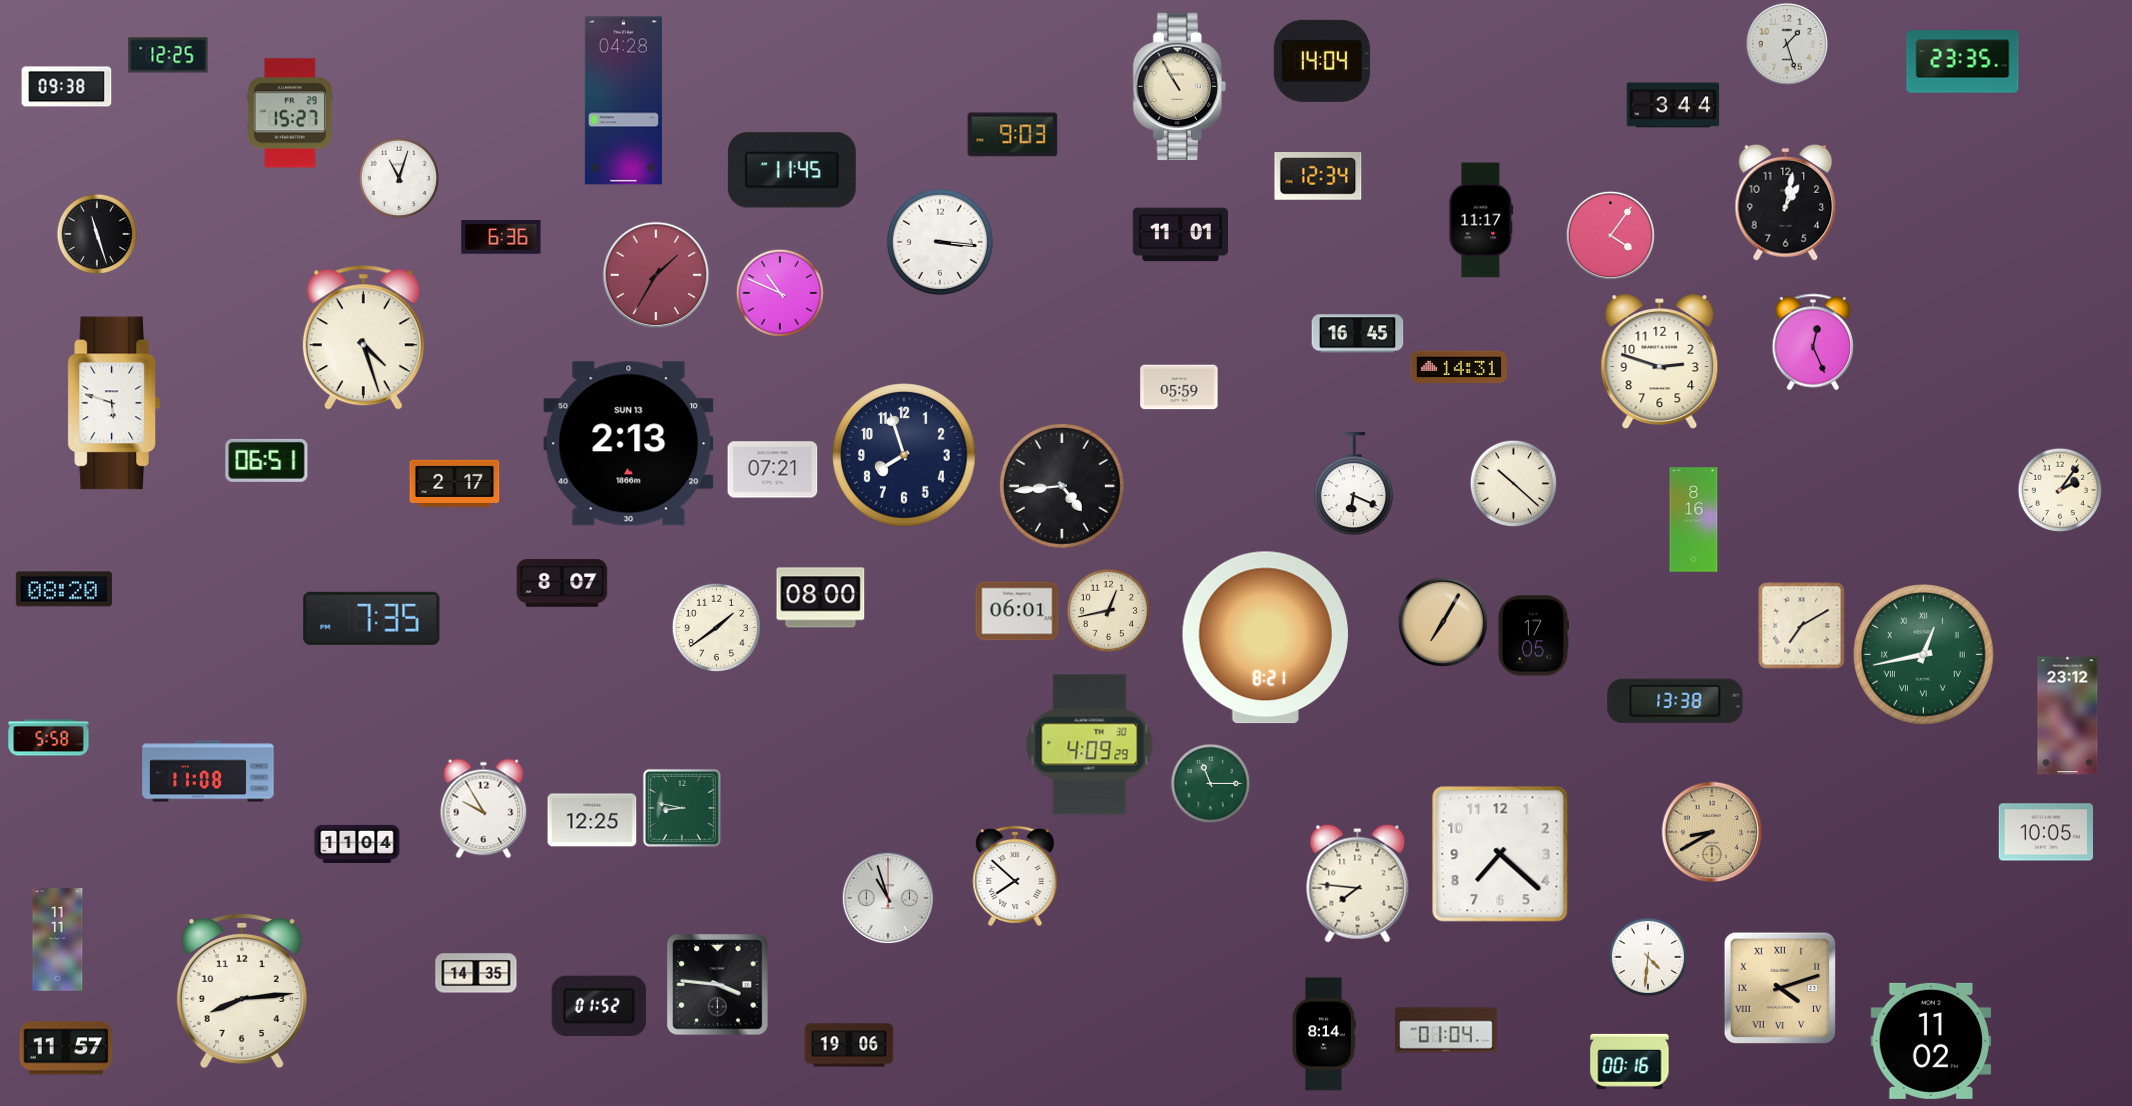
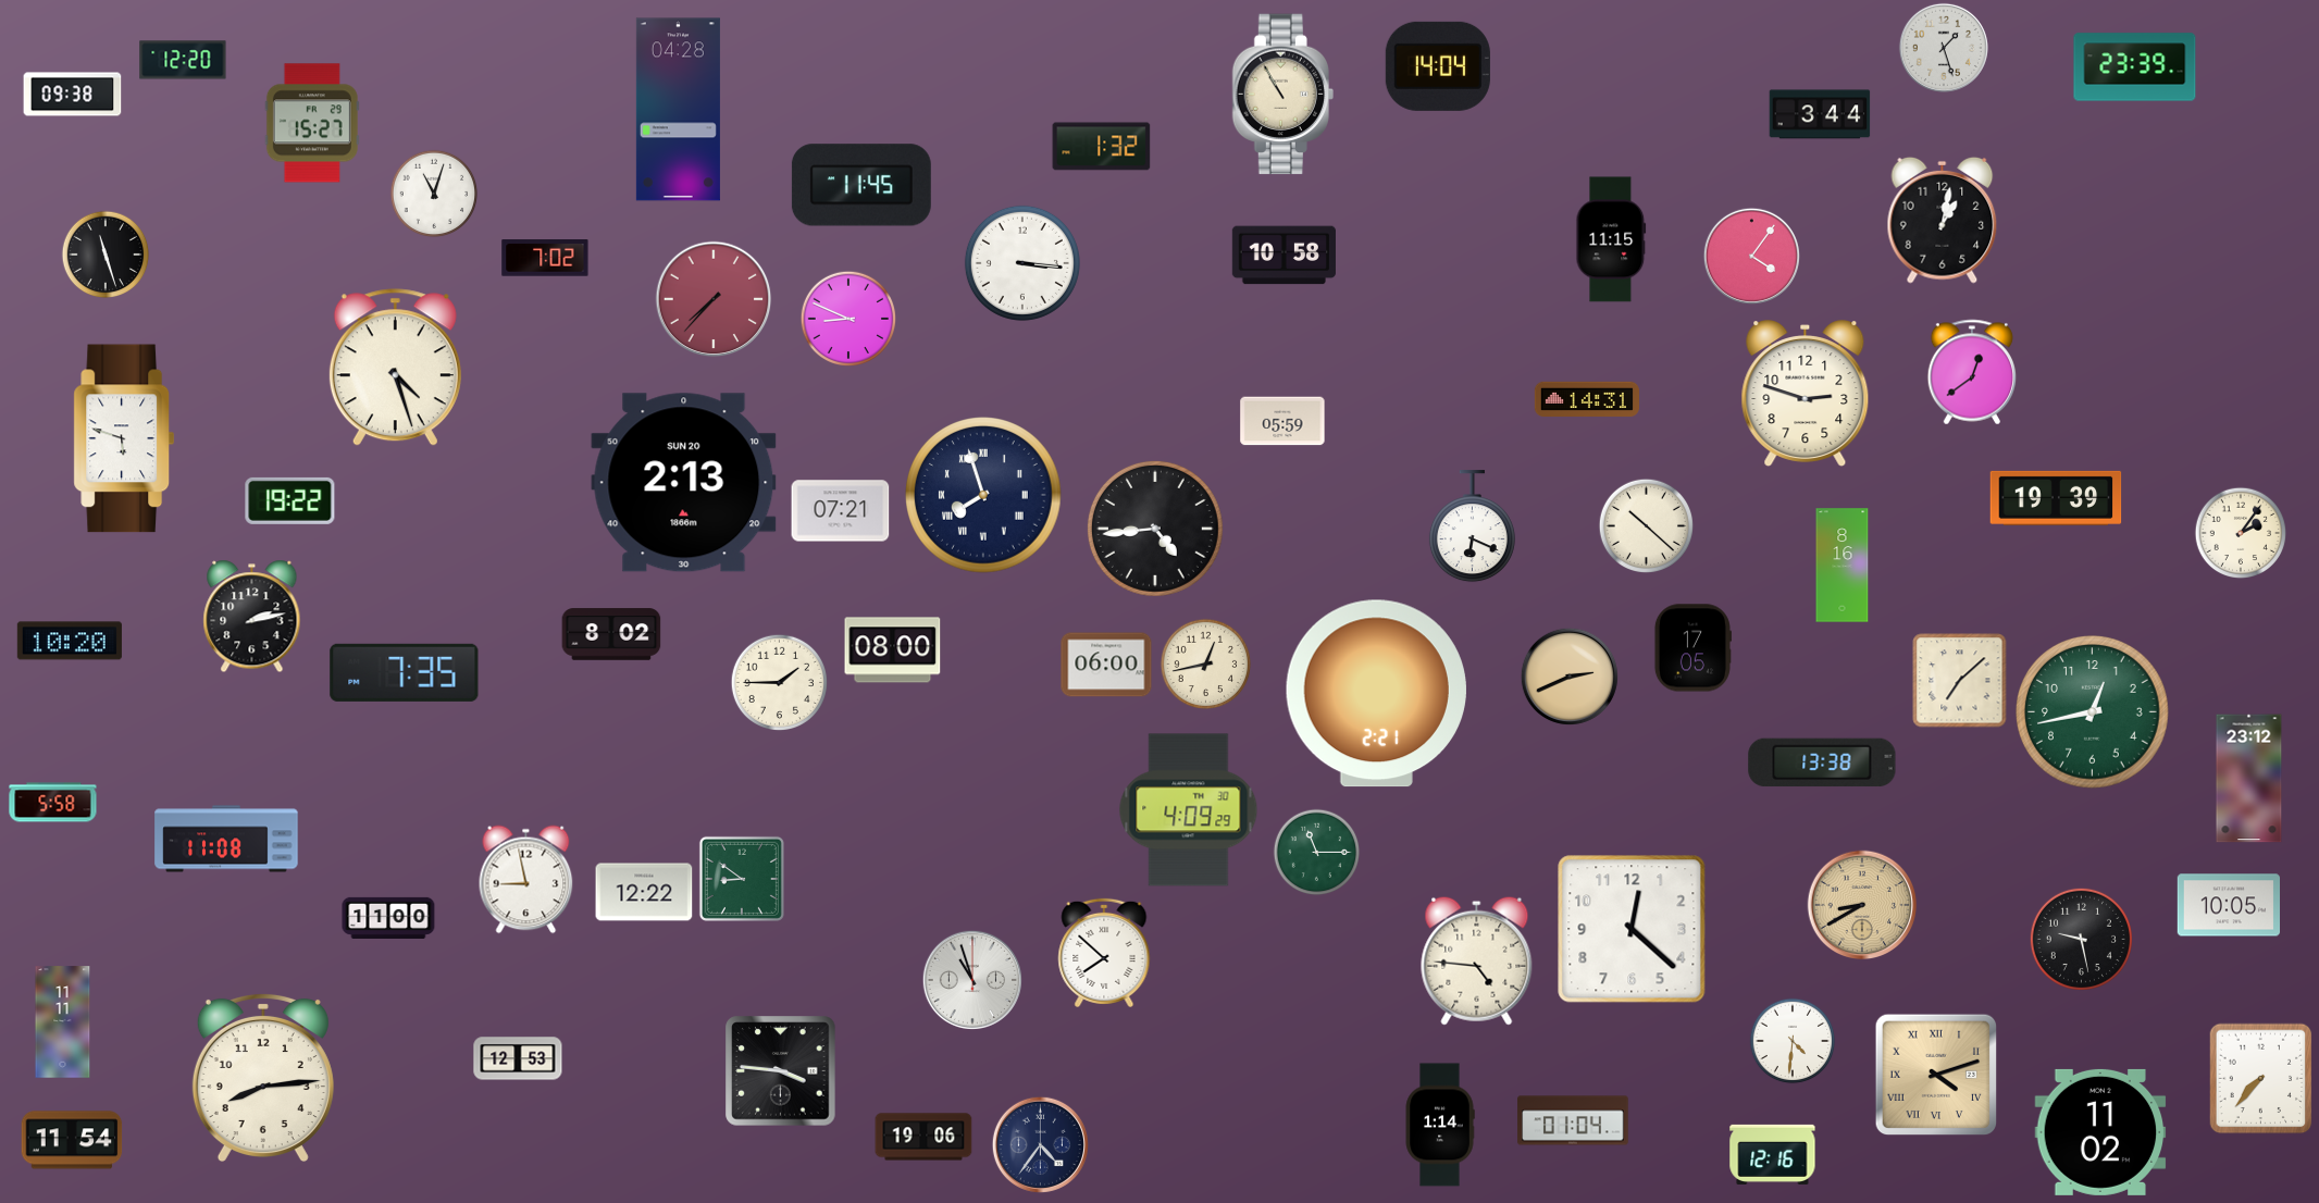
clock at (168, 55): 12:25 -> 12:20
clock at (1963, 62): 23:35 -> 23:39
clock at (290, 113) position: (290, 113) -> (312, 123)
clock at (1013, 135): 9:03 -> 1:32
clock at (1318, 177): 12:34 -> none
clock at (1481, 220): 11:17 -> 11:15
clock at (1180, 235): 11:01 -> 10:58
clock at (501, 237): 6:36 -> 7:02
clock at (656, 275): 1:35 -> 7:37
clock at (779, 292): 10:49 -> 8:49
clock at (1358, 334): 16:45 -> none
clock at (1813, 342): 12:26 -> 12:39
clock at (629, 444) date: SUN 13 -> SUN 20
clock at (904, 455) numerals: Arabic -> Roman
clock at (2056, 498): none -> 19:39
clock at (267, 460): 06:51 -> 19:22
clock at (455, 483): 2:17 -> none
clock at (252, 617): none -> 2:13
clock at (562, 583): 8:07 -> 8:02
clock at (64, 589): 08:20 -> 10:20
clock at (1017, 611): 06:01 -> 06:00
clock at (1443, 622): 7:05 -> 2:41
clock at (1802, 626): 7:10 -> 7:08
clock at (716, 627): 1:39 -> 1:45
clock at (1533, 636) position: (1533, 636) -> (1692, 648)
clock at (1265, 638): 8:21 -> 2:21
clock at (1924, 655) numerals: Roman -> Arabic
clock at (1090, 745) position: (1090, 745) -> (1189, 810)
clock at (682, 808): 8:47 -> 8:51
clock at (484, 809): 9:55 -> 8:58
clock at (592, 820): 12:25 -> 12:22
clock at (2045, 832) position: (2045, 832) -> (2228, 905)
clock at (357, 844): 11:04 -> 11:00
clock at (1500, 854): 7:22 -> 12:22
clock at (2081, 939): none -> 9:28
clock at (1358, 883): 7:46 -> 4:46
clock at (887, 897) position: (887, 897) -> (971, 979)
clock at (476, 973): 14:35 -> 12:53
clock at (2261, 1079): none -> 7:37
clock at (599, 1006): 01:52 -> none
clock at (1324, 1034): 8:14 -> 1:14
clock at (66, 1048): 11:57 -> 11:54
clock at (1040, 1144): none -> 4:36
clock at (1630, 1061): 00:16 -> 12:16
